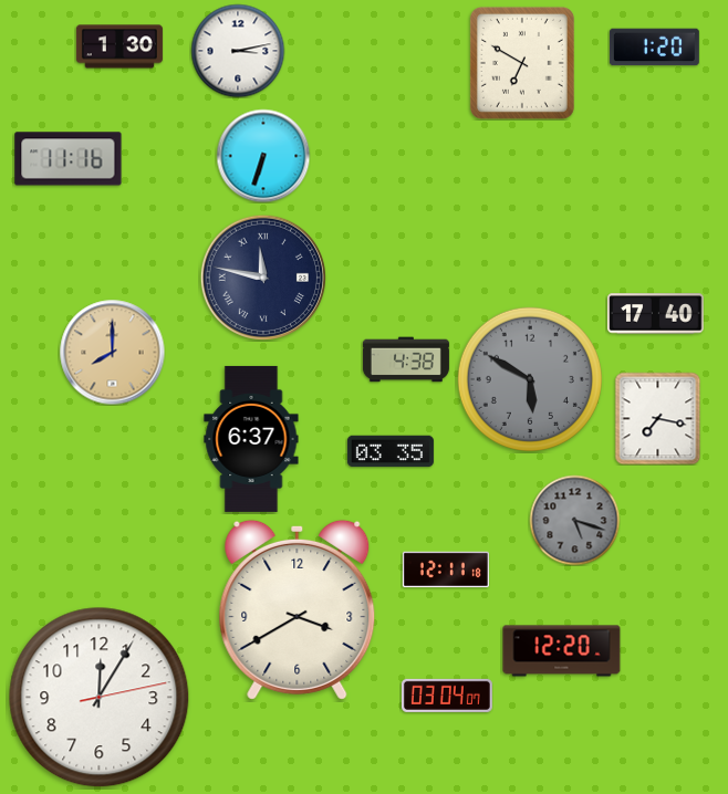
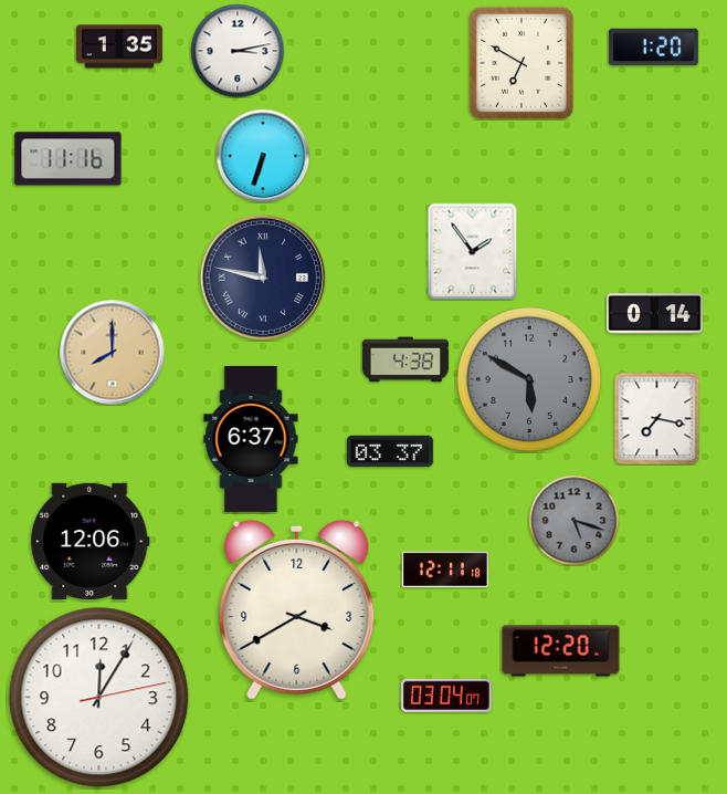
clock at (119, 46): 1:30 -> 1:35
clock at (473, 251): none -> 1:54
clock at (656, 314): 17:40 -> 0:14
clock at (391, 451): 03:35 -> 03:37
clock at (91, 541): none -> 12:06
